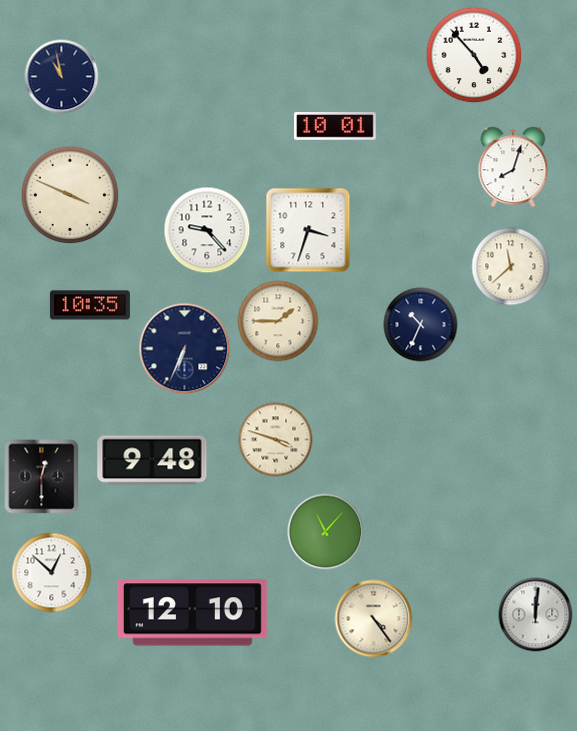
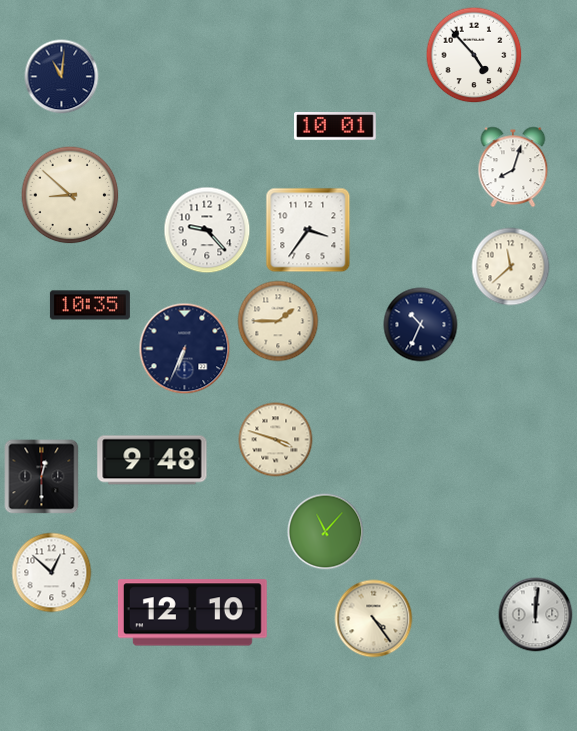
clock at (62, 77): 10:58 -> 11:01
clock at (70, 195): 3:49 -> 8:52
clock at (308, 230): 3:33 -> 3:36
